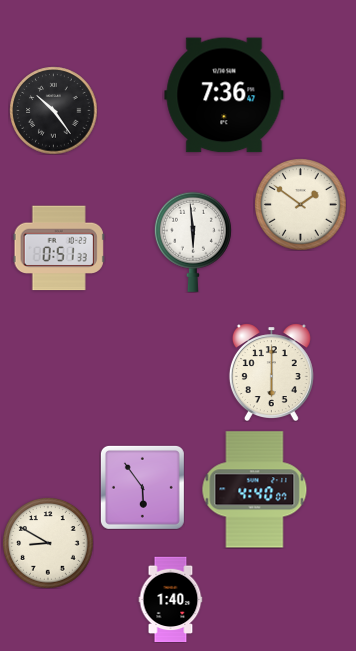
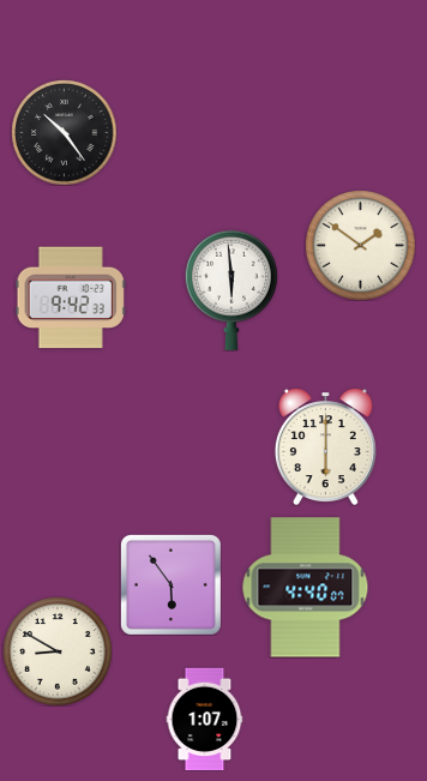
clock at (224, 95): 7:36 -> none
clock at (59, 248): 0:51 -> 9:42
clock at (171, 599): 1:40 -> 1:07
